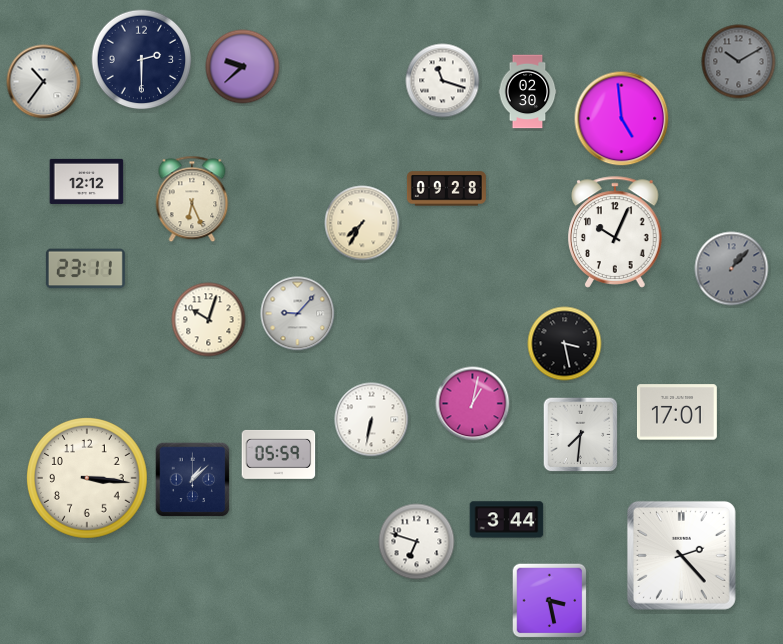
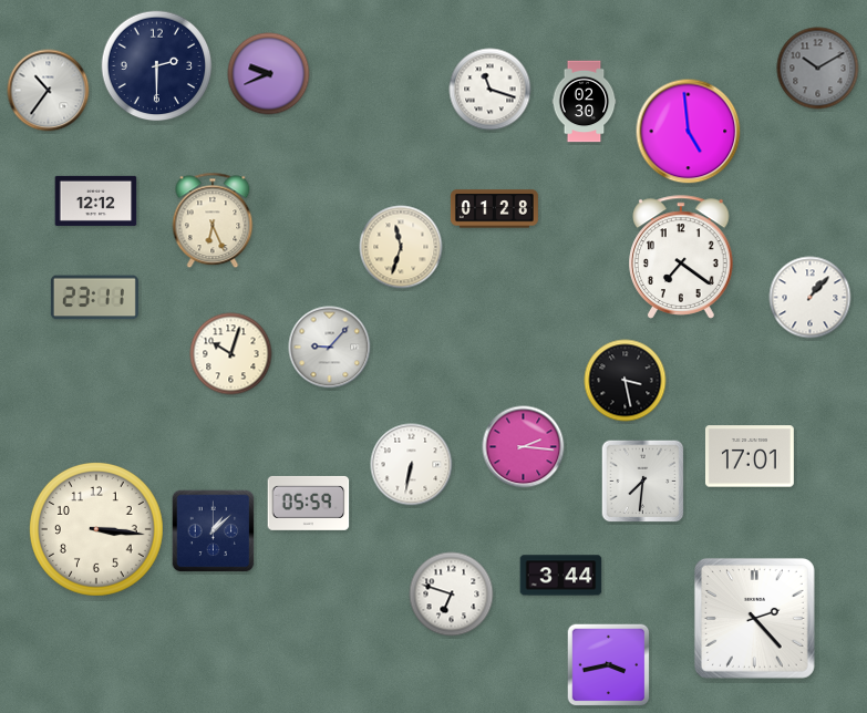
clock at (243, 67): 9:38 -> 9:41
clock at (446, 189): 09:28 -> 01:28
clock at (362, 223): 7:35 -> 11:33
clock at (615, 232): 10:04 -> 7:21
clock at (732, 269) dial: grey -> white
clock at (473, 404): 1:02 -> 2:16
clock at (417, 542) position: (417, 542) -> (452, 595)
clock at (681, 555) position: (681, 555) -> (754, 618)
clock at (550, 601): 3:28 -> 3:43
